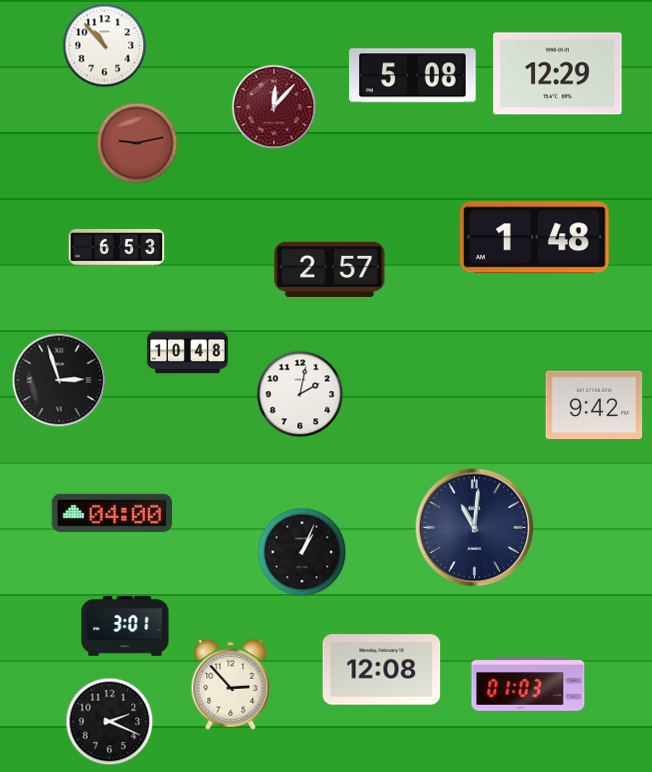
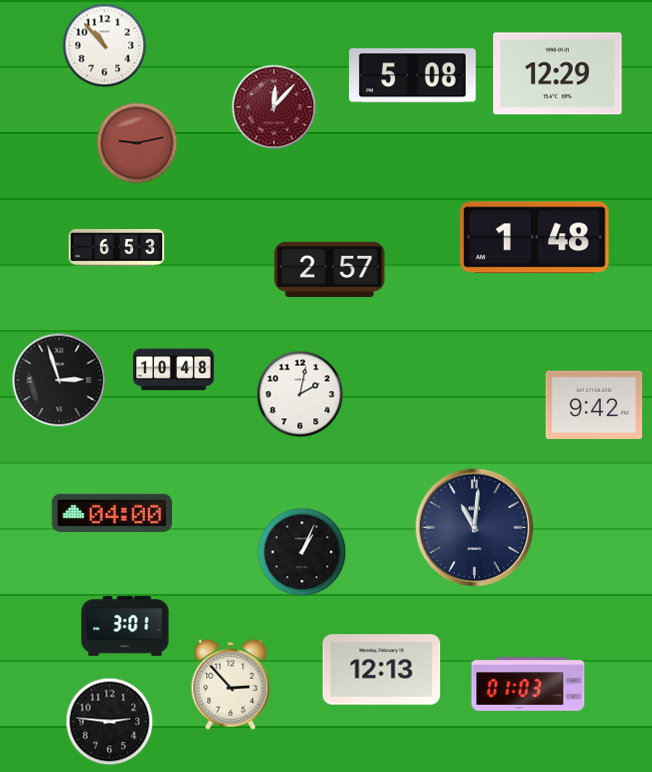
clock at (188, 353) position: (188, 353) -> (174, 370)
clock at (382, 670): 12:08 -> 12:13
clock at (110, 722): 2:19 -> 2:46
